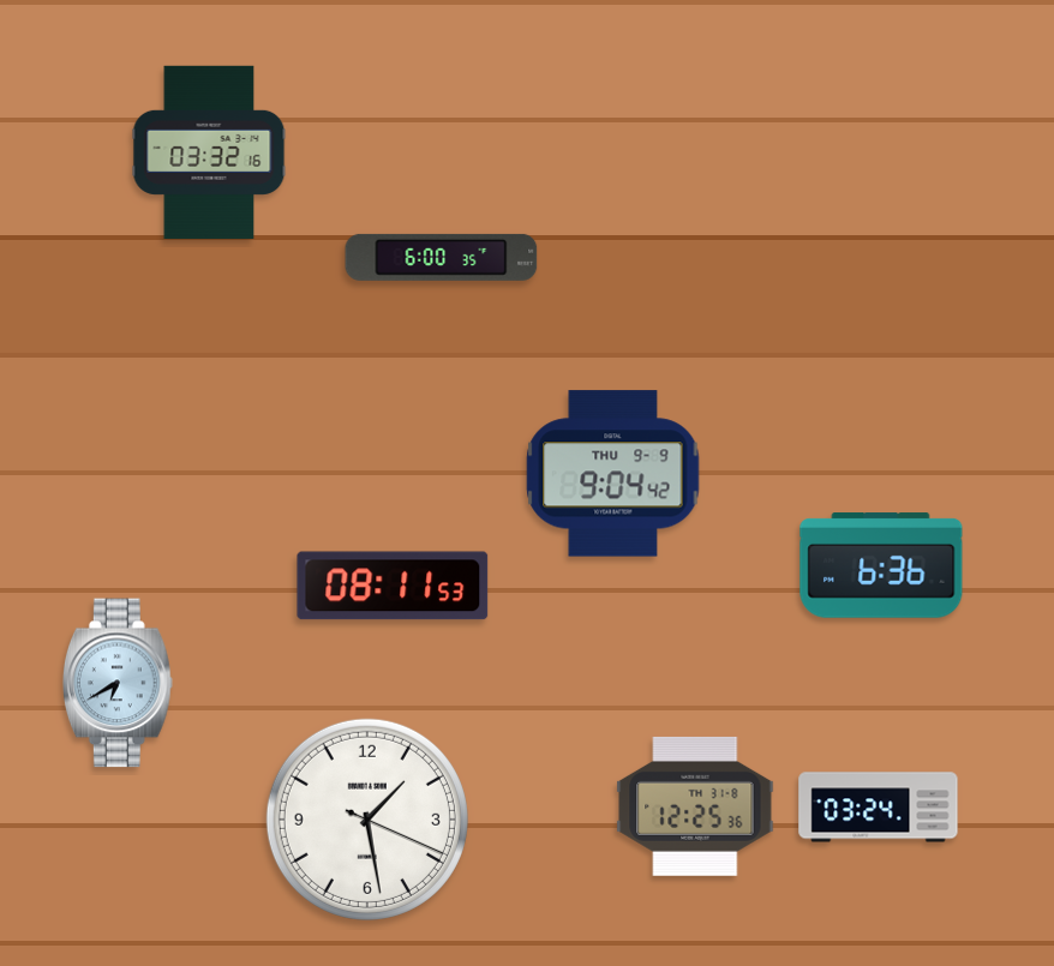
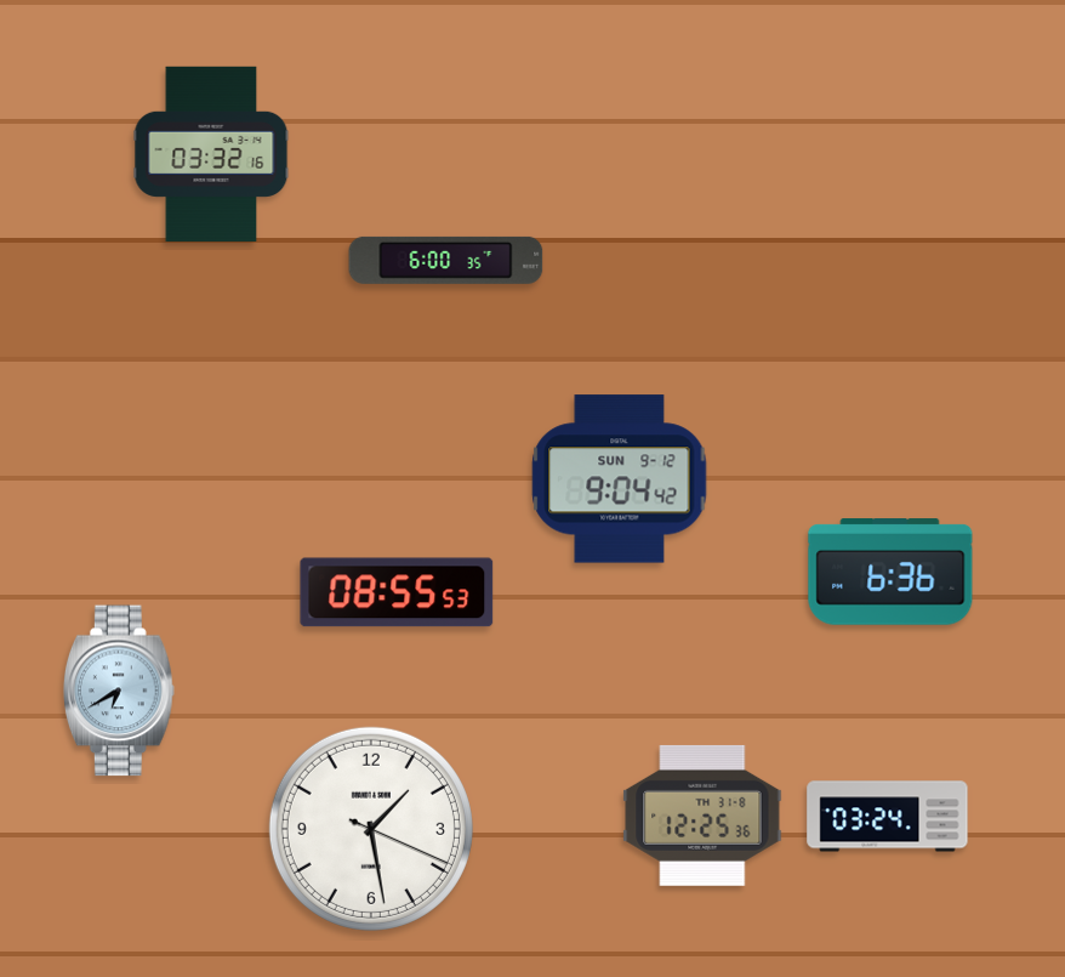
clock at (613, 474) date: THU 9-9 -> SUN 9-12
clock at (393, 586): 08:11 -> 08:55
